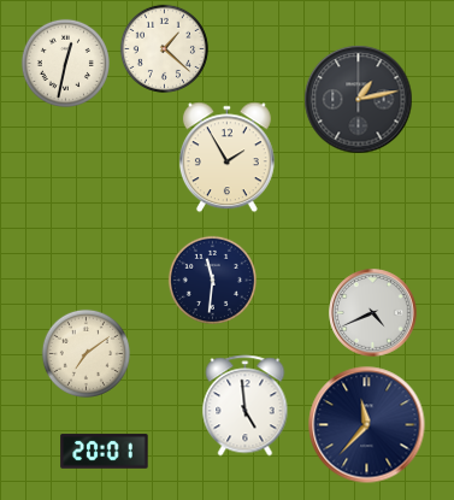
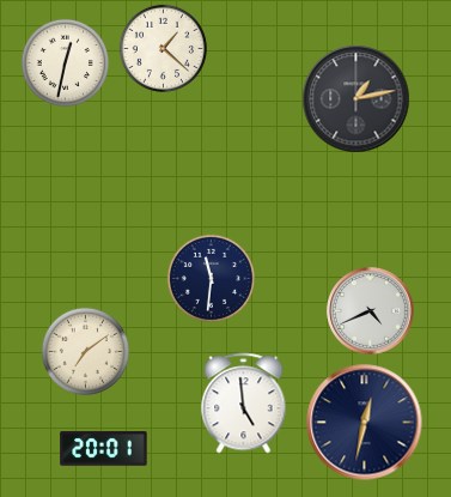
clock at (226, 158): 1:55 -> none
clock at (367, 425): 11:37 -> 12:32
